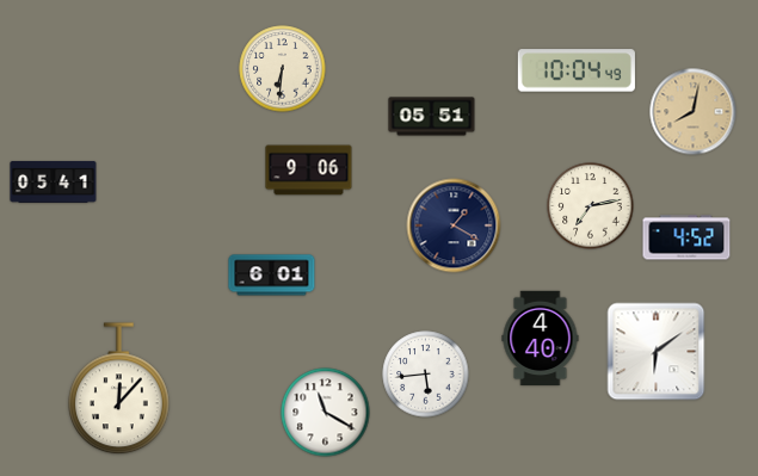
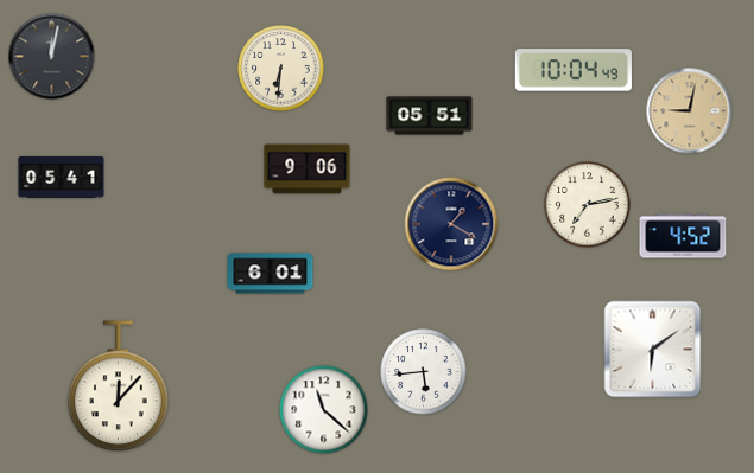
clock at (52, 57): none -> 12:02
clock at (694, 112): 8:02 -> 9:02
clock at (54, 181) position: (54, 181) -> (62, 177)
clock at (541, 339): 4:40 -> none
clock at (326, 413): 11:20 -> 11:22
